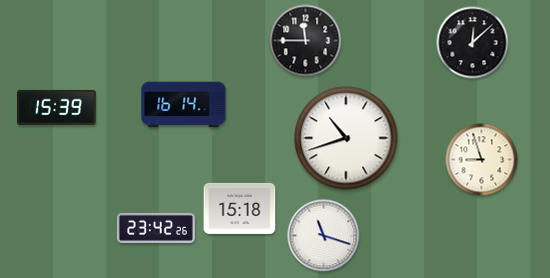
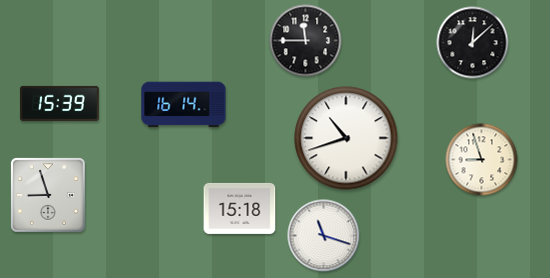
clock at (57, 107) position: (57, 107) -> (60, 103)
clock at (49, 196): none -> 8:57
clock at (156, 228): 23:42 -> none
